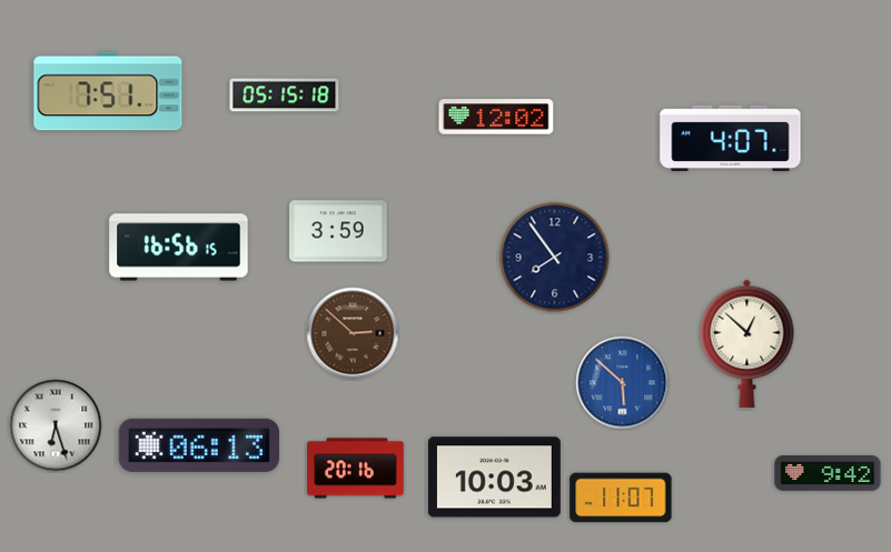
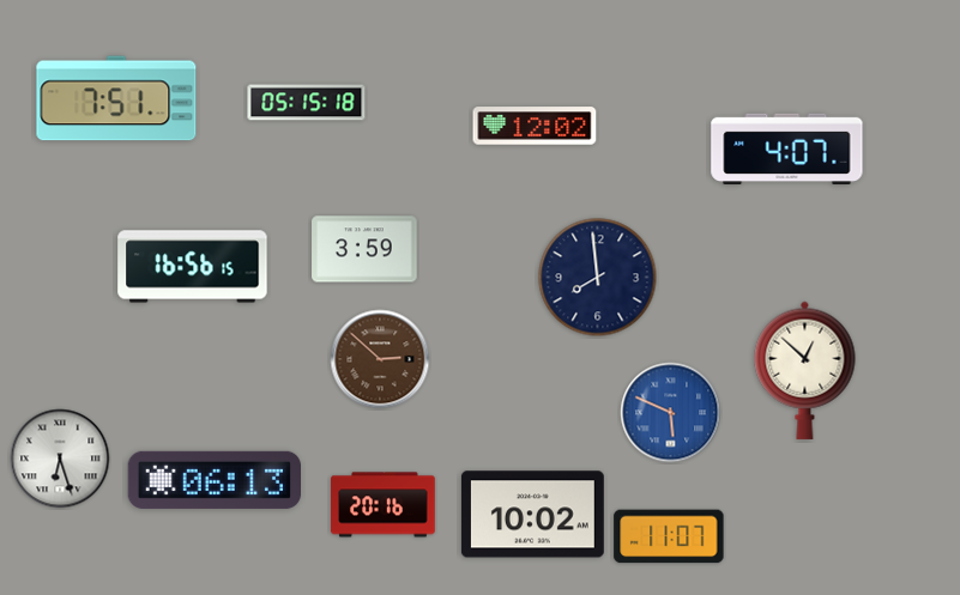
clock at (555, 258): 7:54 -> 7:59
clock at (623, 383): 5:52 -> 5:49
clock at (828, 474): 9:42 -> none
clock at (494, 478): 10:03 -> 10:02
